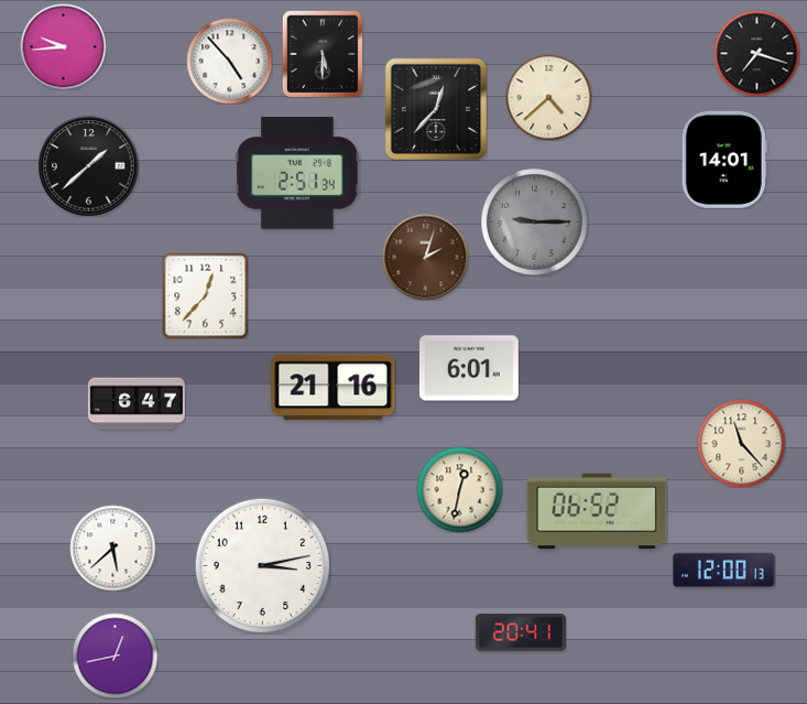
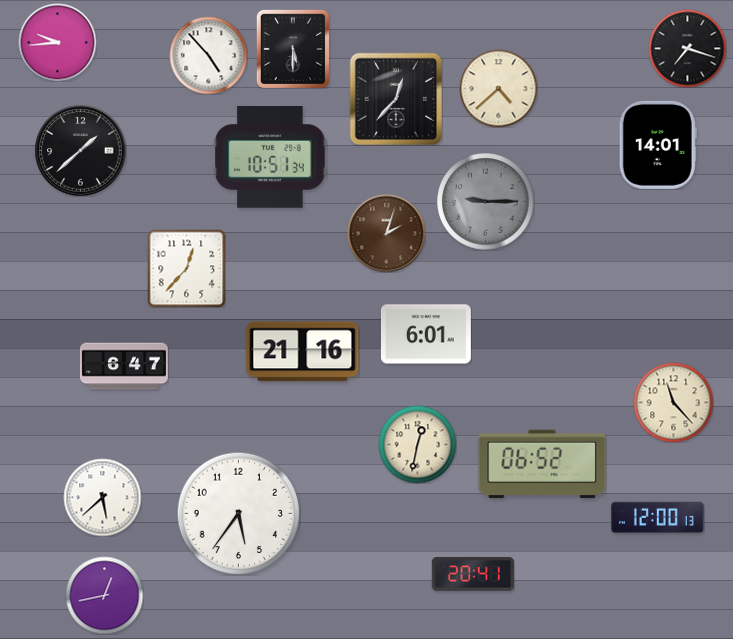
clock at (297, 173): 2:51 -> 10:51
clock at (262, 565): 3:13 -> 5:36
